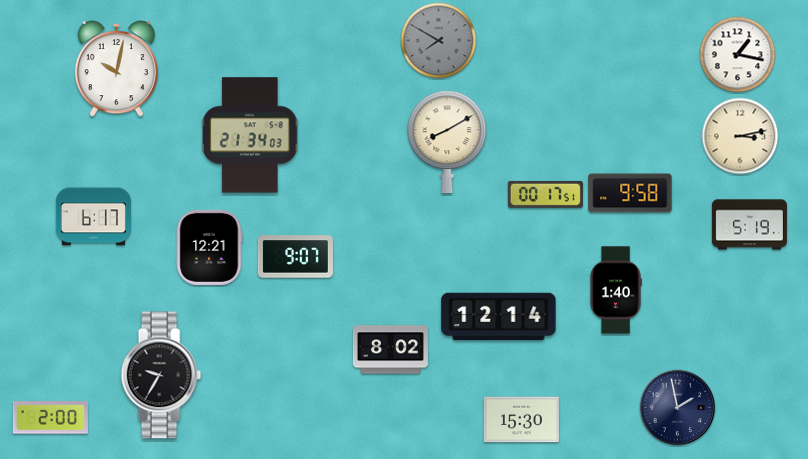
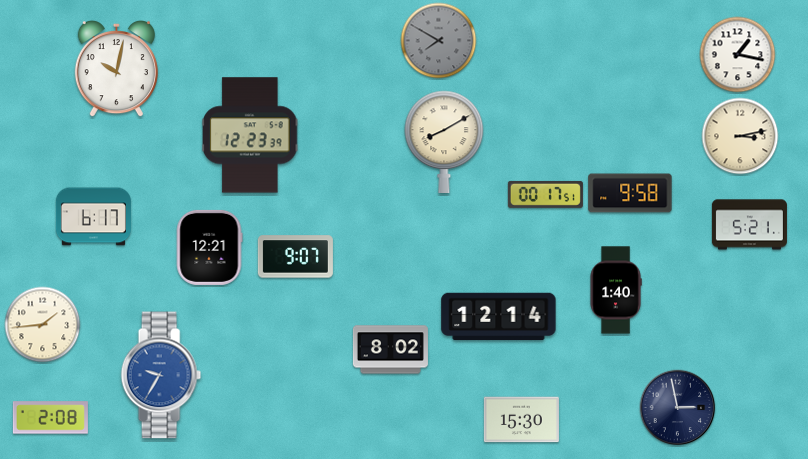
clock at (250, 135): 21:34 -> 12:23
clock at (447, 141) position: (447, 141) -> (444, 141)
clock at (749, 225): 5:19 -> 5:21
clock at (43, 325): none -> 1:44
clock at (161, 375) dial: black -> blue
clock at (678, 408): 1:58 -> 2:58
clock at (50, 418): 2:00 -> 2:08
